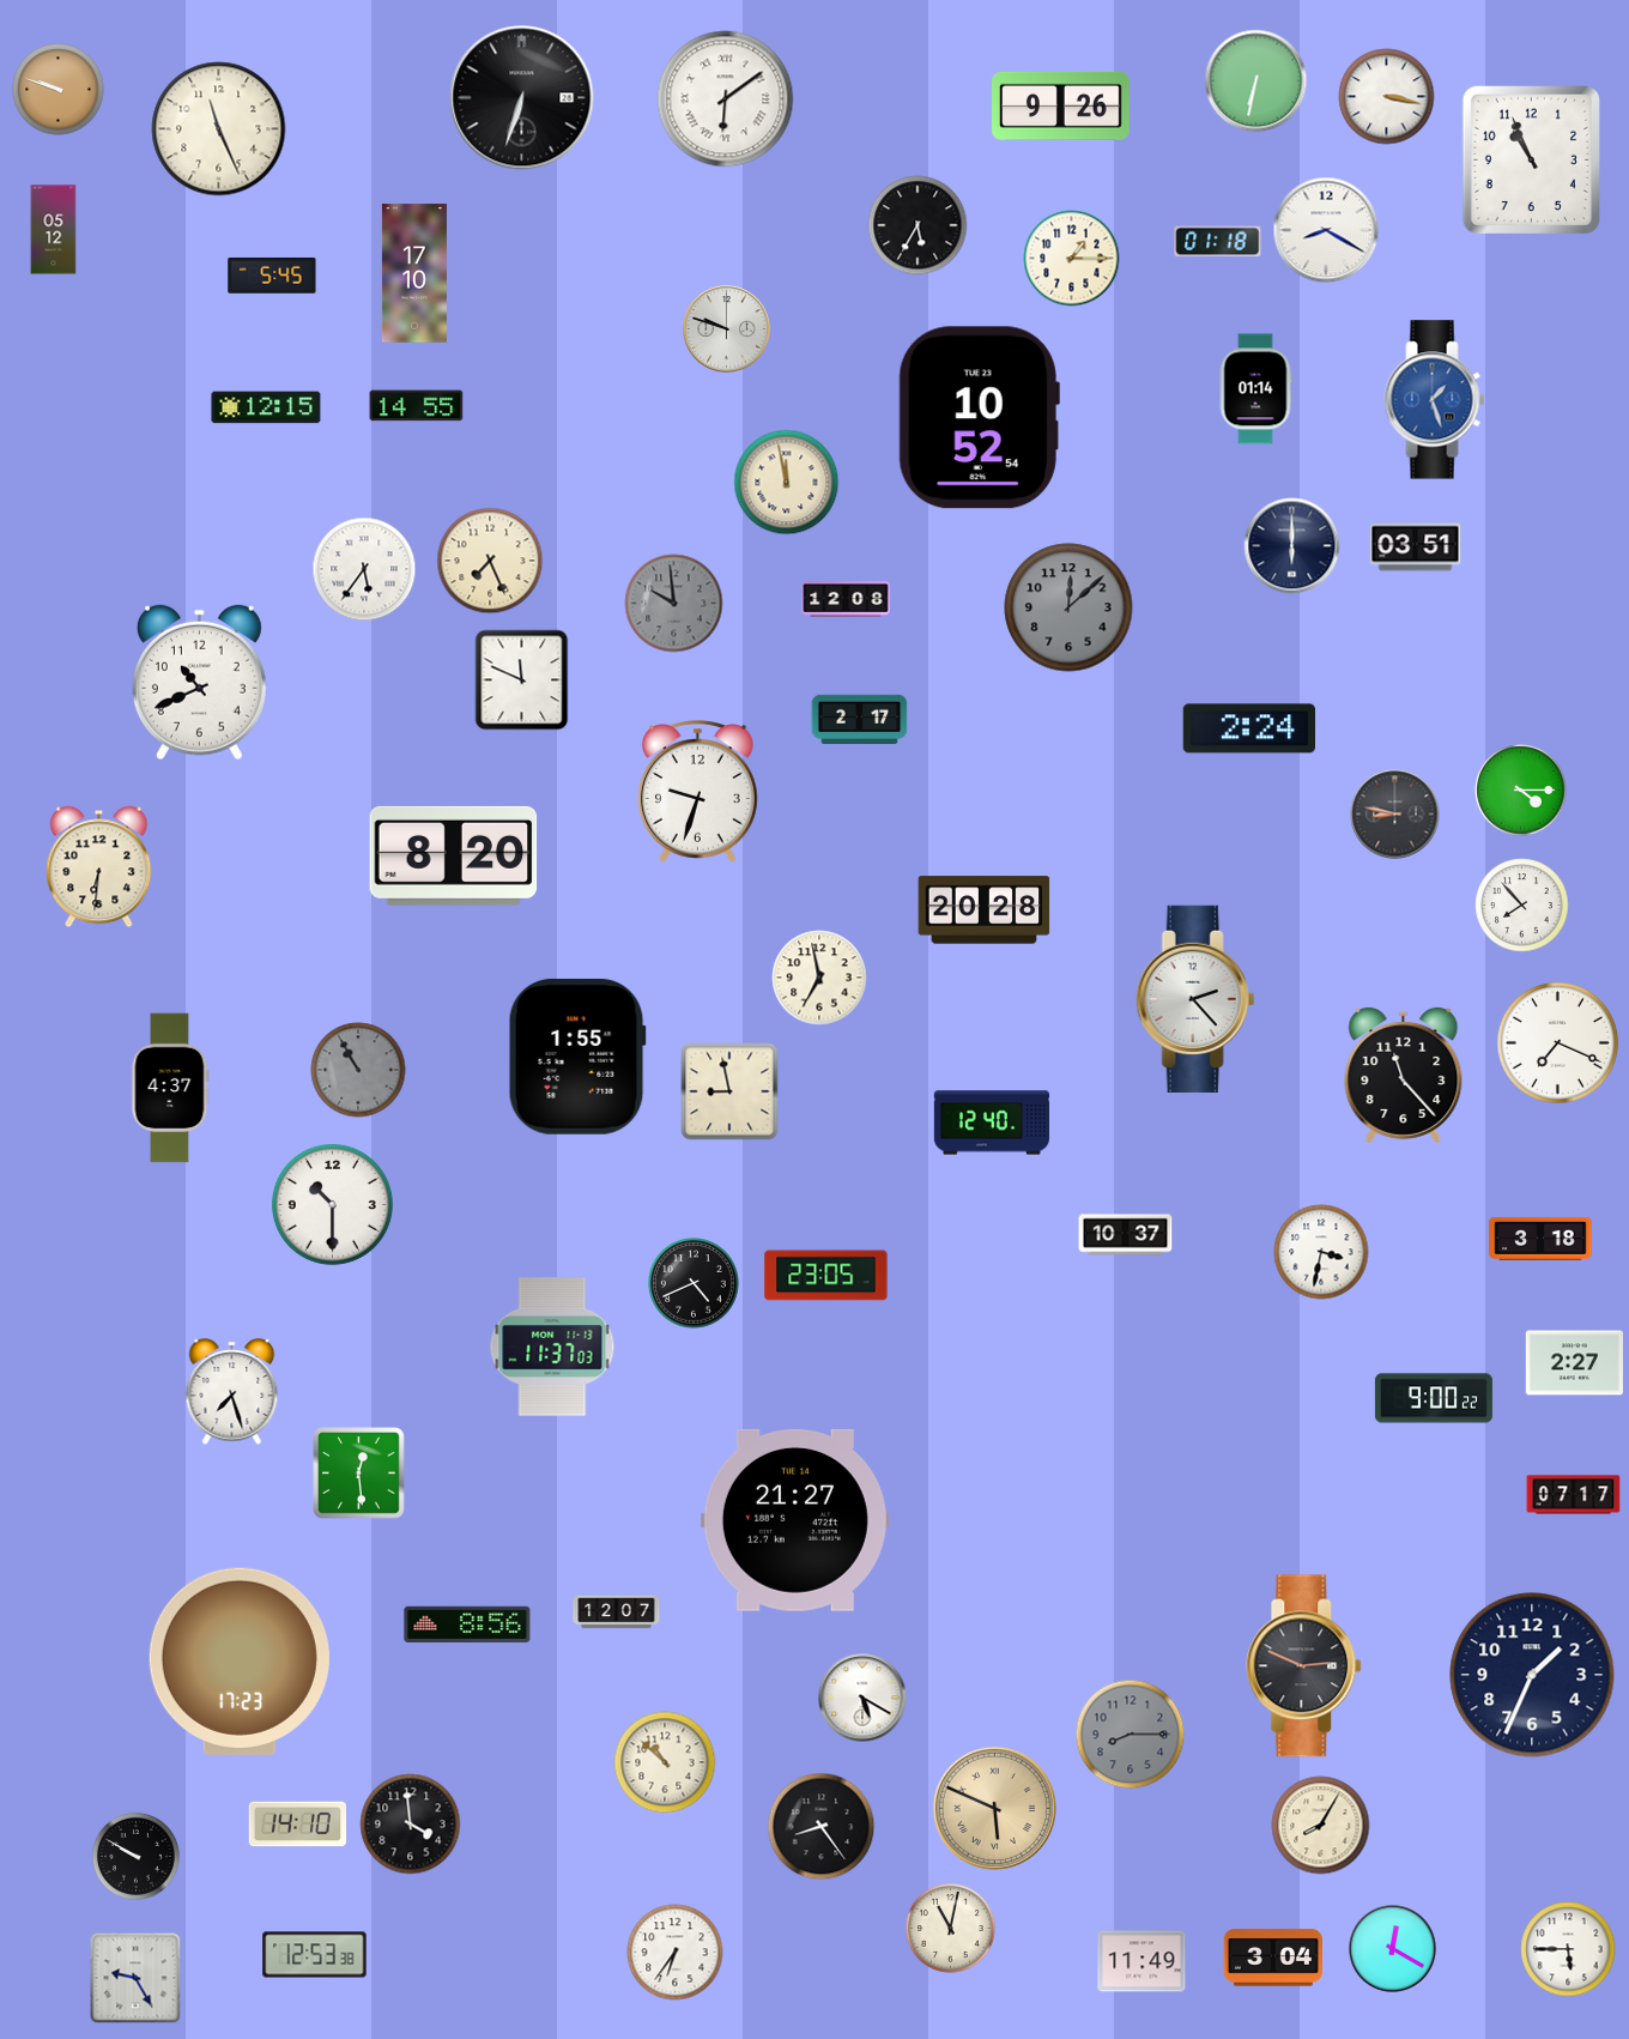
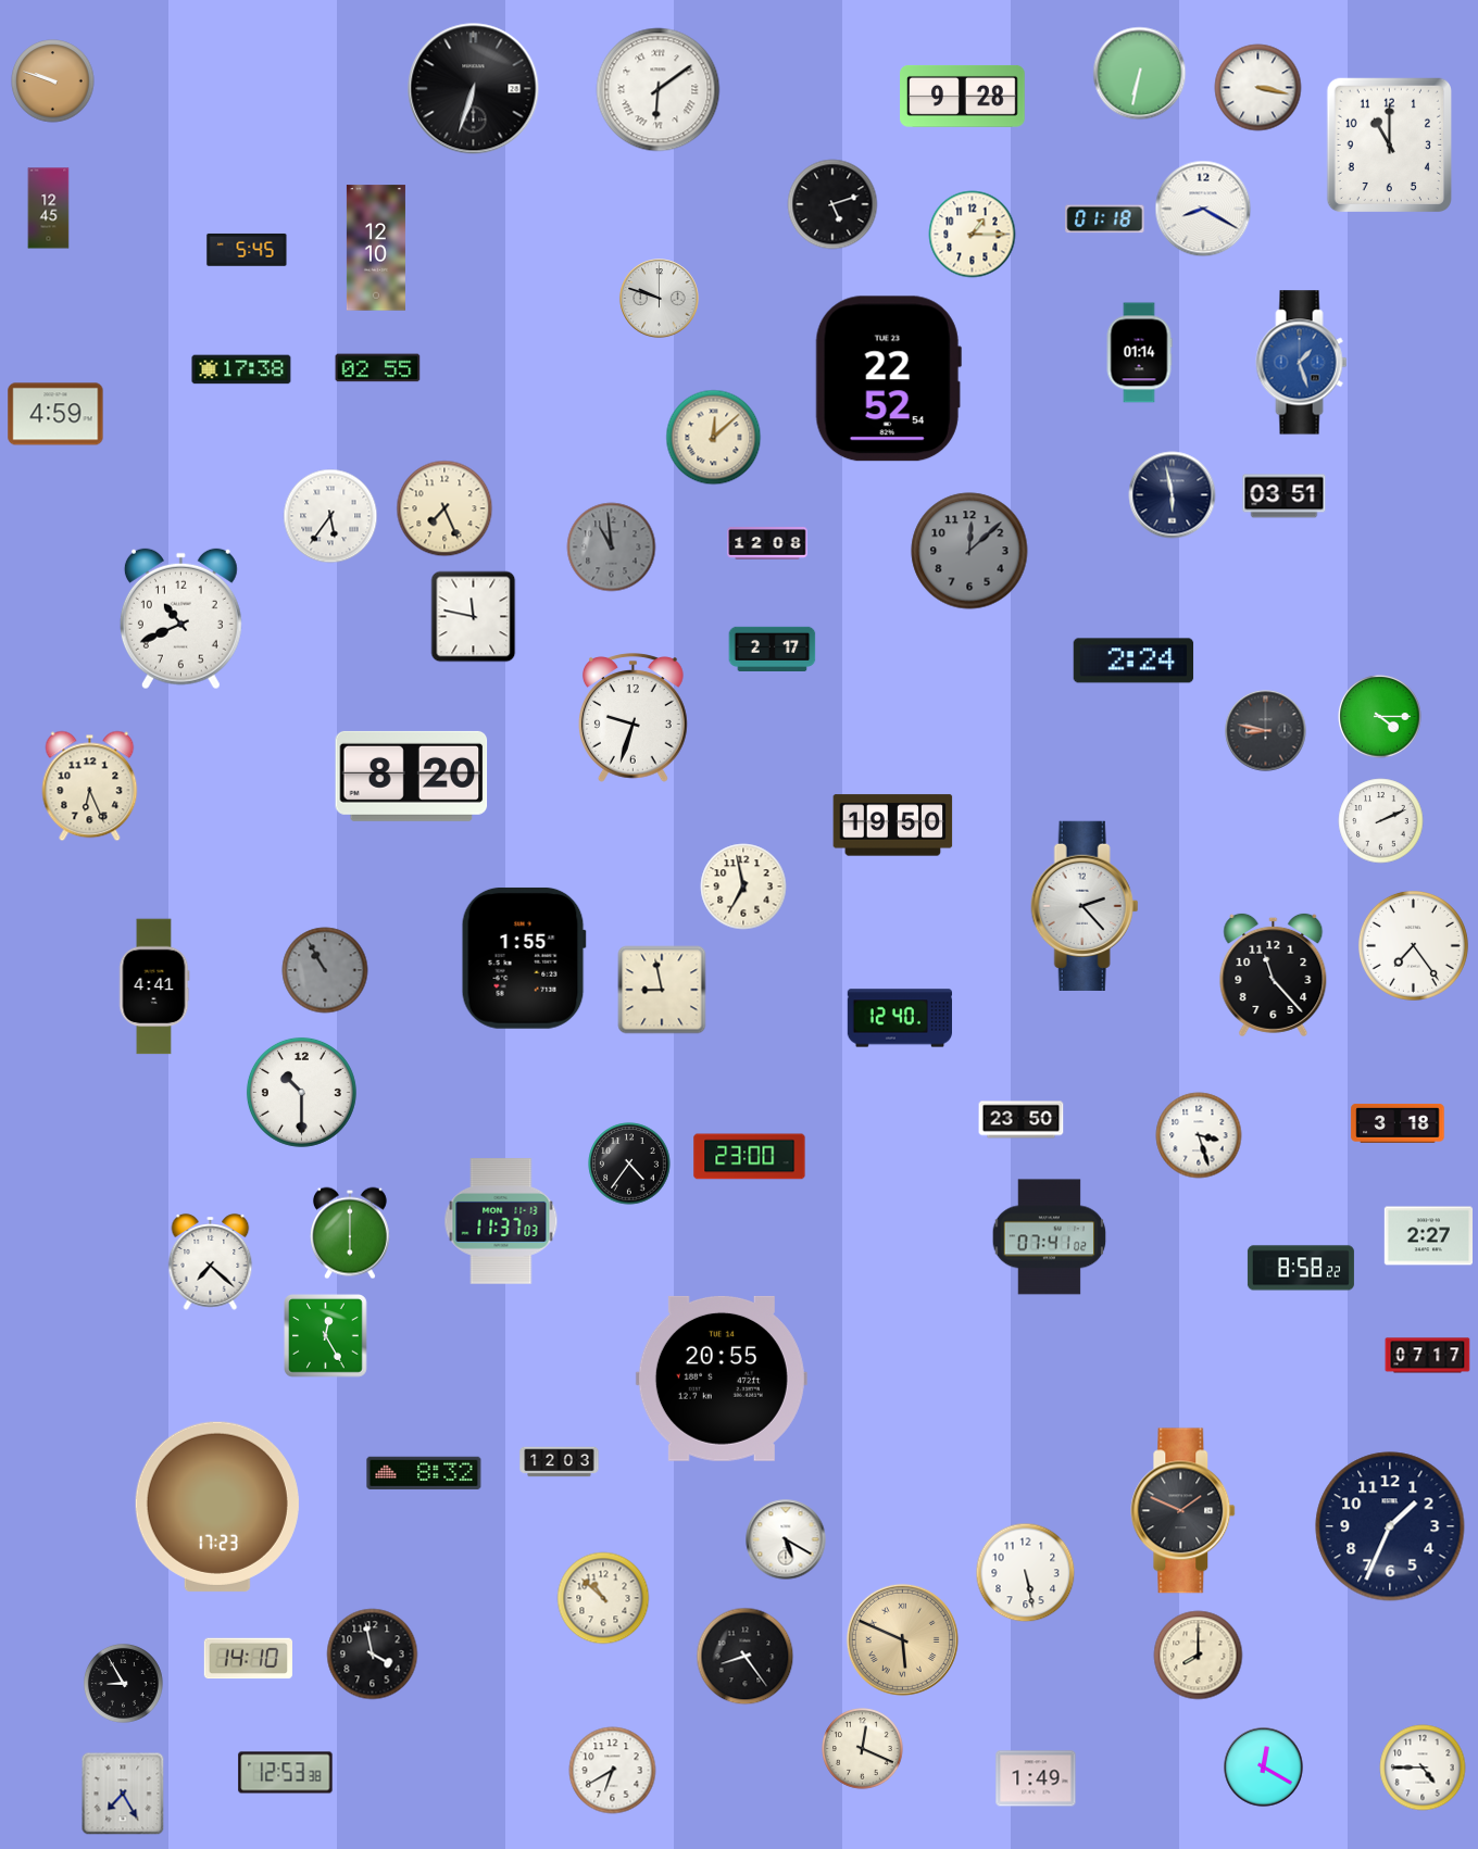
clock at (1061, 105): 9:26 -> 9:28
clock at (219, 129): 11:26 -> none
clock at (1531, 159): 10:56 -> 11:00
clock at (918, 225): 5:35 -> 5:12
clock at (54, 230): 05:12 -> 12:45
clock at (414, 273): 17:10 -> 12:10
clock at (417, 406): 14:55 -> 02:55
clock at (266, 407): 12:15 -> 17:38
clock at (979, 418): 10:52 -> 22:52
clock at (55, 414): none -> 4:59
clock at (787, 483): 11:58 -> 12:08
clock at (1292, 546): 6:00 -> 5:58
clock at (674, 604): 9:59 -> 10:59
clock at (522, 680): 11:49 -> 11:47
clock at (860, 719) position: (860, 719) -> (773, 649)
clock at (1395, 815) position: (1395, 815) -> (1266, 731)
clock at (99, 867): 6:31 -> 6:26
clock at (1522, 906): 7:53 -> 2:11
clock at (985, 910): 20:28 -> 19:50
clock at (1557, 1042): 7:19 -> 7:24
clock at (170, 1088): 4:37 -> 4:41
clock at (1126, 1235): 10:37 -> 23:50
clock at (1321, 1252): 3:32 -> 3:27
clock at (826, 1276): 23:05 -> 23:00
clock at (694, 1283): 4:41 -> 4:36
clock at (350, 1233): none -> 6:00
clock at (1050, 1237): none -> 07:41
clock at (232, 1392): 7:27 -> 7:22
clock at (1434, 1398): 9:00 -> 8:58
clock at (359, 1474): 12:29 -> 12:25
clock at (795, 1520): 21:27 -> 20:55
clock at (617, 1613): 12:07 -> 12:03
clock at (467, 1623): 8:56 -> 8:32
clock at (1304, 1666): 2:49 -> 1:49
clock at (1532, 1675) position: (1532, 1675) -> (1390, 1526)
clock at (862, 1698) position: (862, 1698) -> (786, 1539)
clock at (1131, 1735): 8:15 -> 5:28
clock at (1131, 1735) dial: grey -> white
clock at (297, 1825) position: (297, 1825) -> (248, 1659)
clock at (411, 1825): 3:59 -> 3:58
clock at (1321, 1826): 8:05 -> 8:00
clock at (137, 1857): 9:50 -> 8:55
clock at (951, 1929): 11:02 -> 12:19
clock at (1568, 1949): 5:45 -> 4:45
clock at (676, 1953): 6:36 -> 6:40
clock at (1273, 1958): 3:04 -> none
clock at (1141, 1961): 11:49 -> 1:49
clock at (135, 1978): 9:25 -> 7:25
